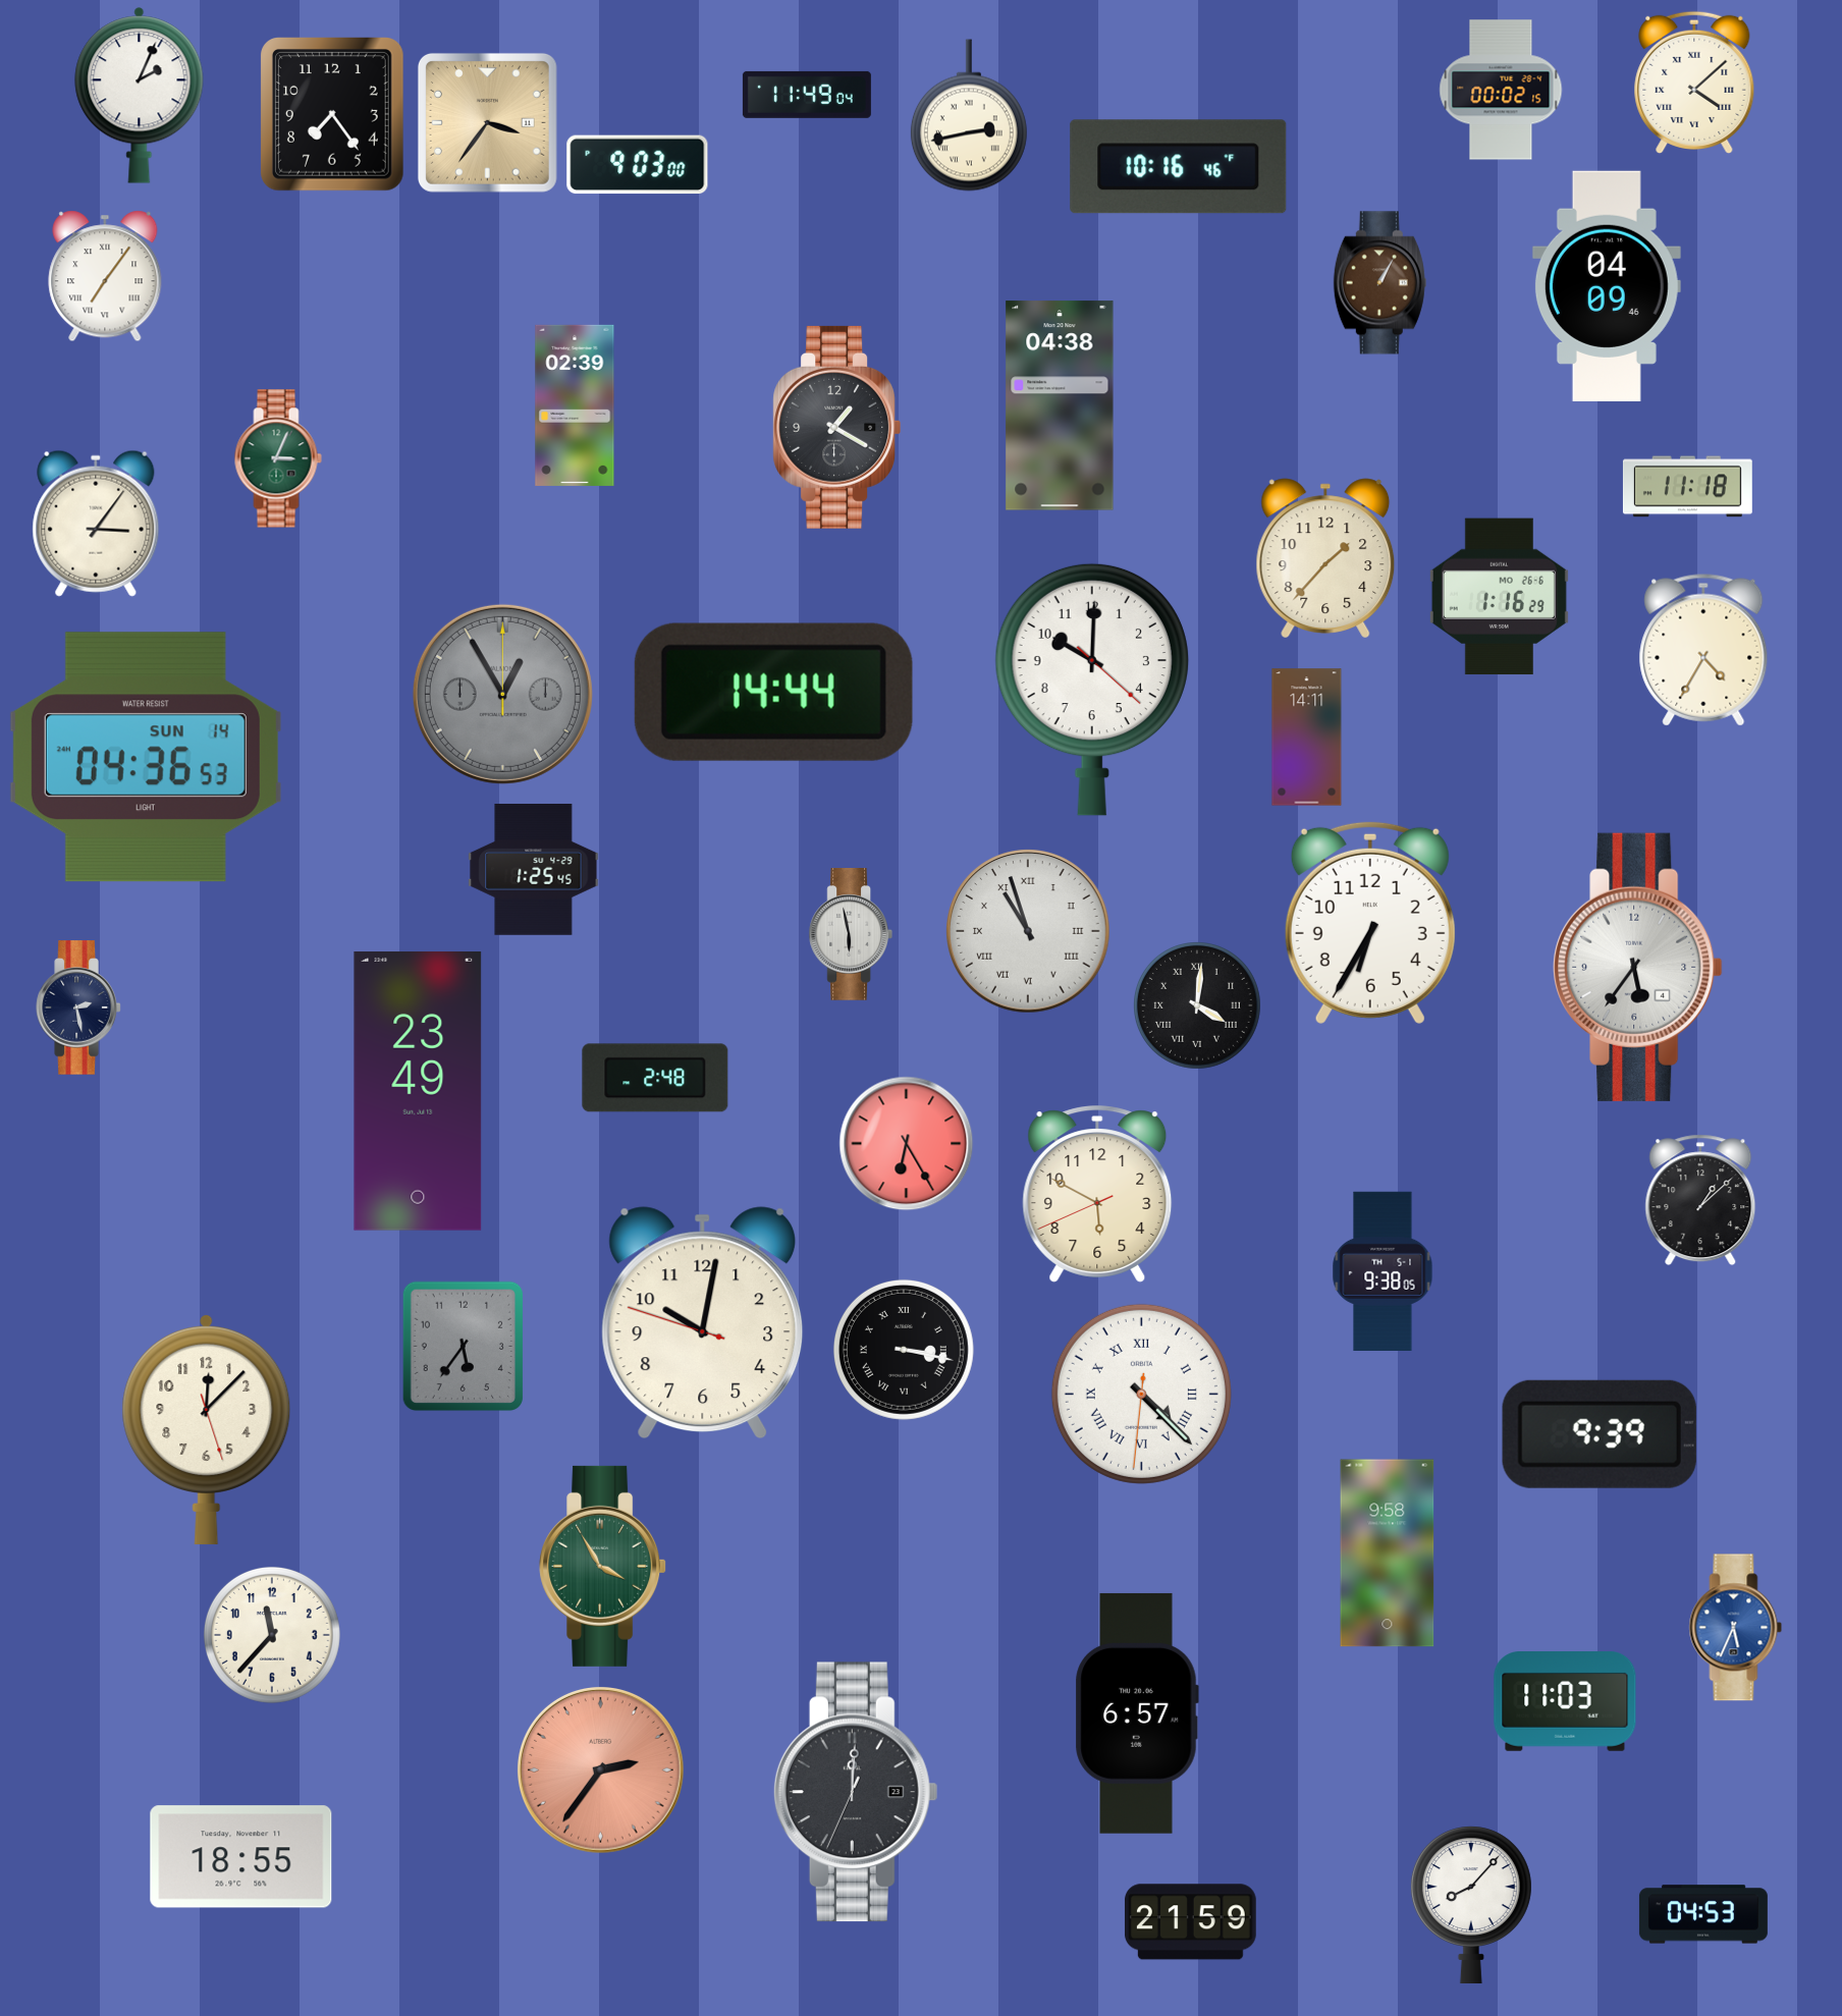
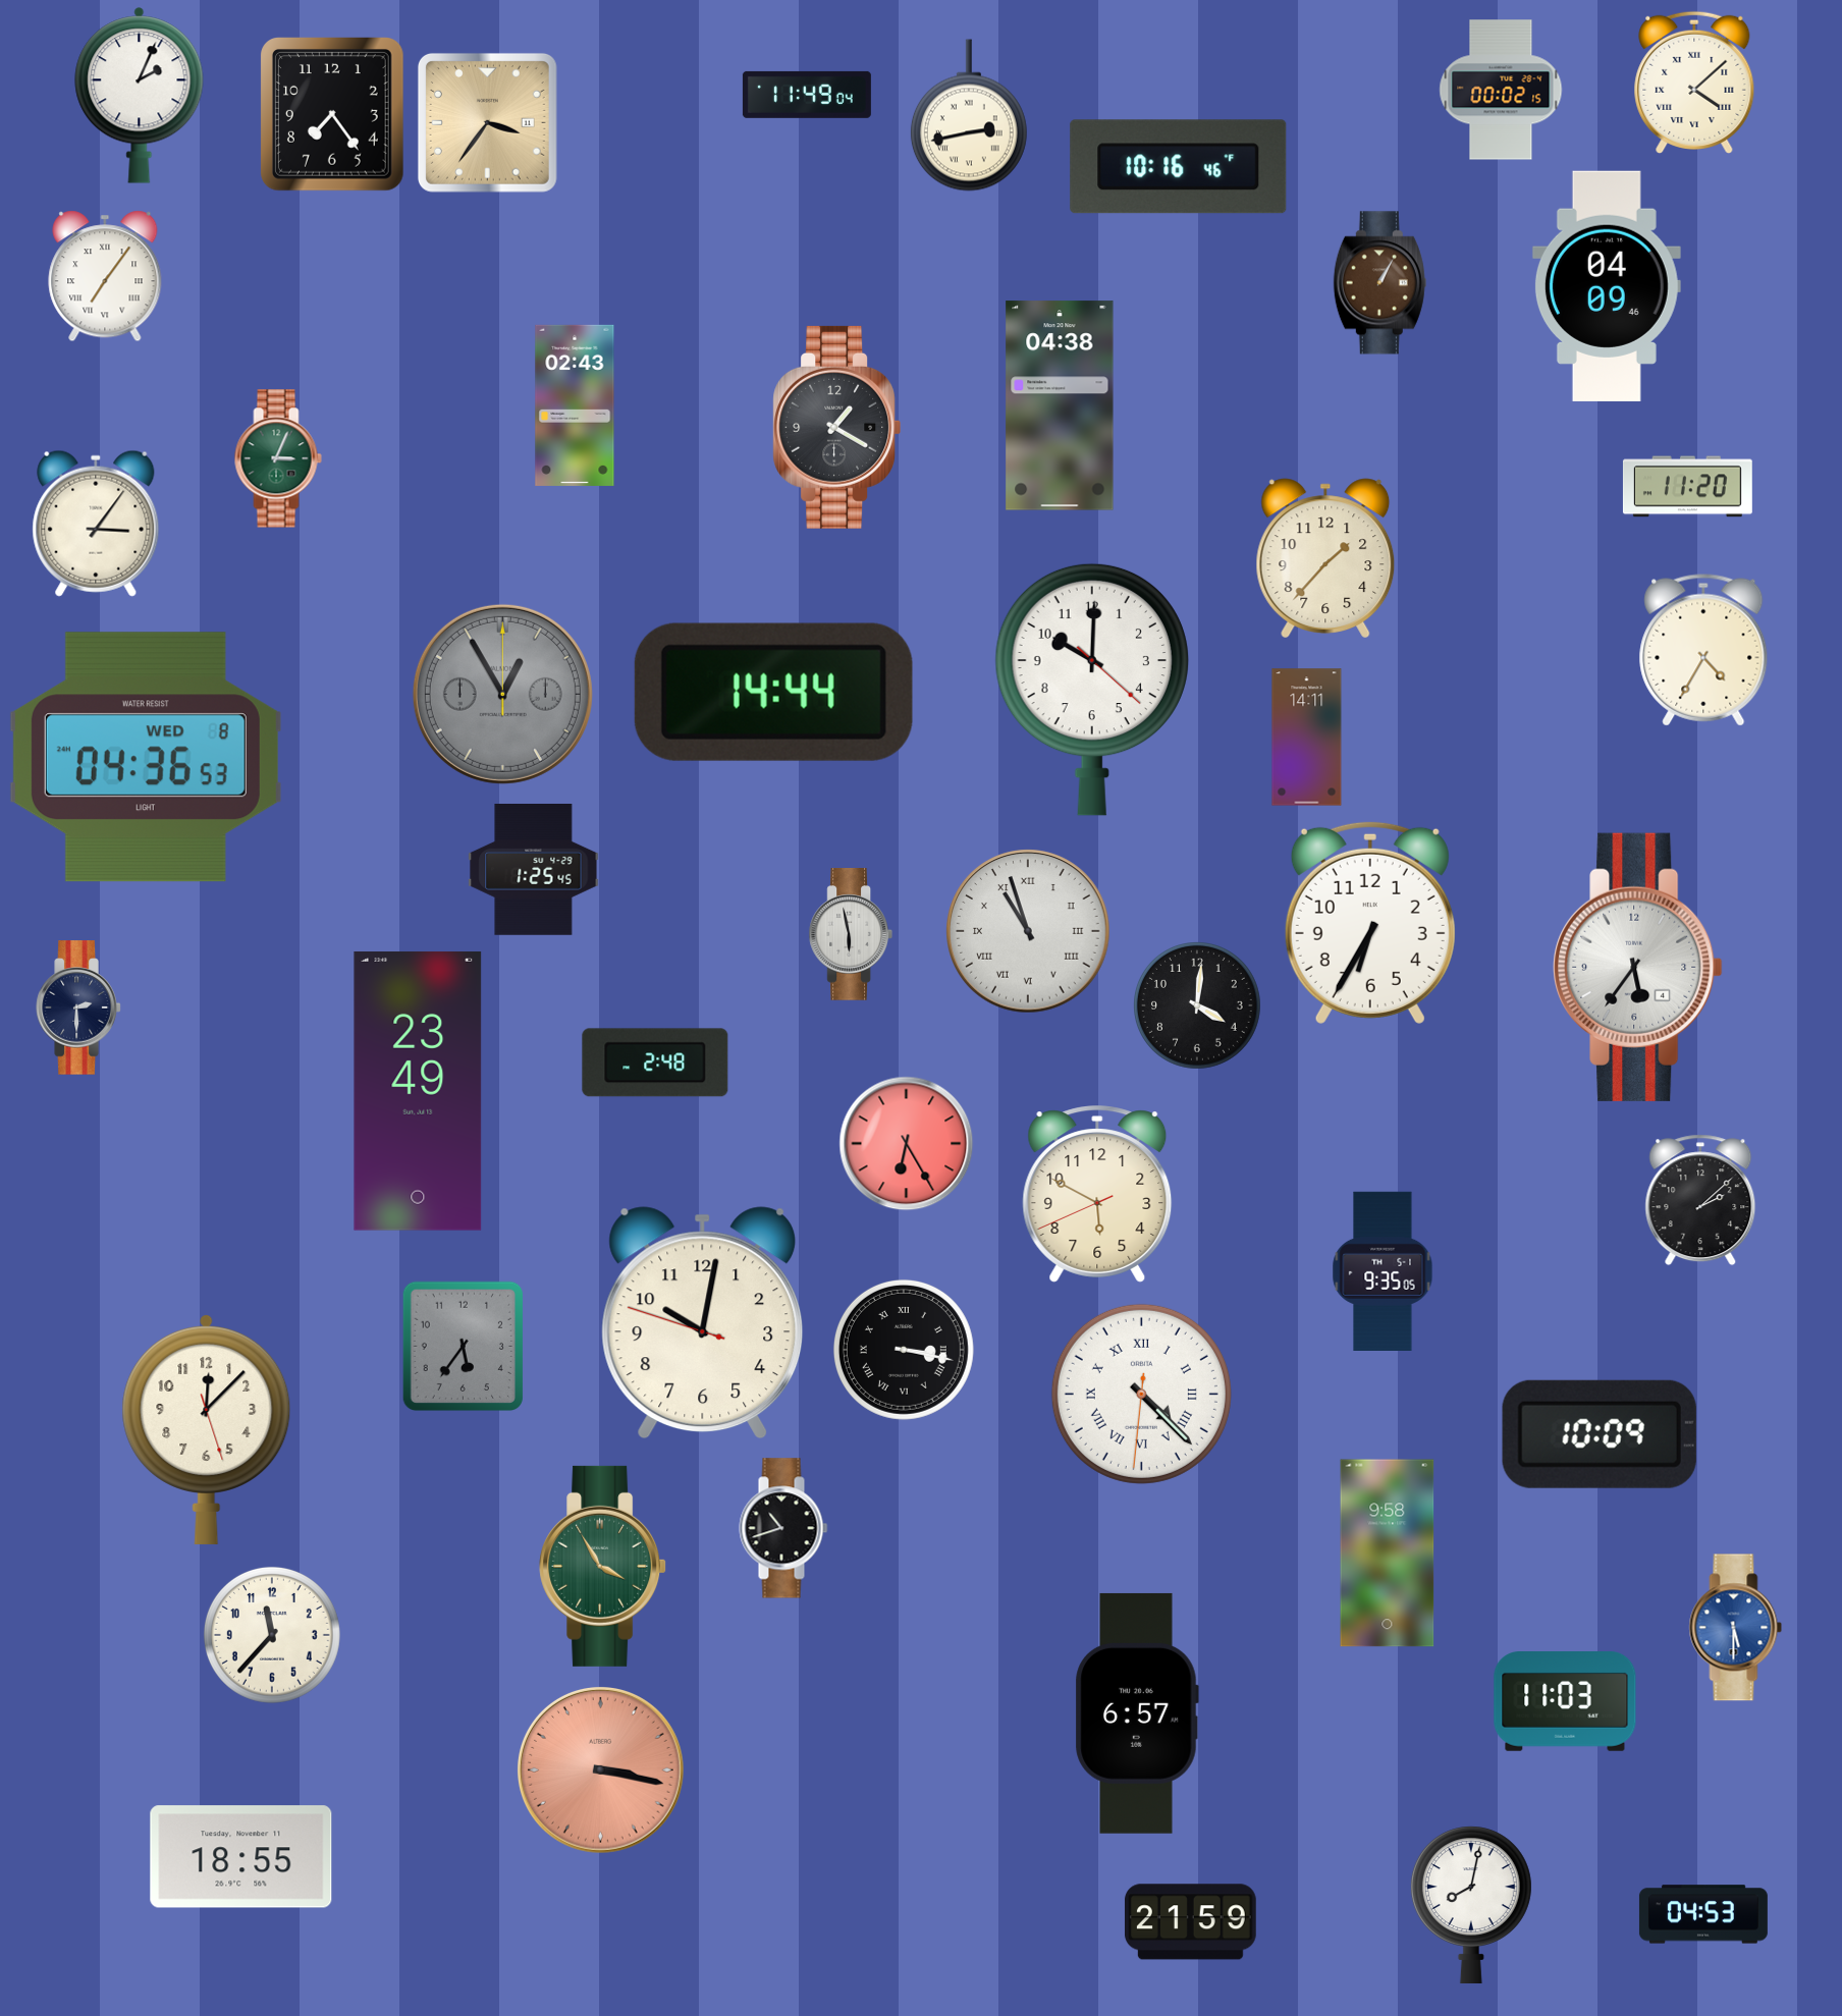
clock at (638, 165): 9:03 -> none
clock at (575, 405): 02:39 -> 02:43
clock at (1687, 487): 11:18 -> 11:20
clock at (1499, 597): 1:16 -> none
clock at (146, 757) date: SUN 14 -> WED 8
clock at (1198, 1006) numerals: Roman -> Arabic
clock at (78, 1007): 2:28 -> 2:30
clock at (655, 1078) position: (655, 1078) -> (655, 1063)
clock at (1700, 1200): 1:08 -> 2:08
clock at (1383, 1270): 9:38 -> 9:35
clock at (1600, 1434): 9:39 -> 10:09
clock at (783, 1528): none -> 10:42
clock at (1736, 1628): 5:34 -> 5:30
clock at (601, 1770): 2:36 -> 3:17
clock at (856, 1792): 12:00 -> none
clock at (1471, 1904): 8:07 -> 8:02
